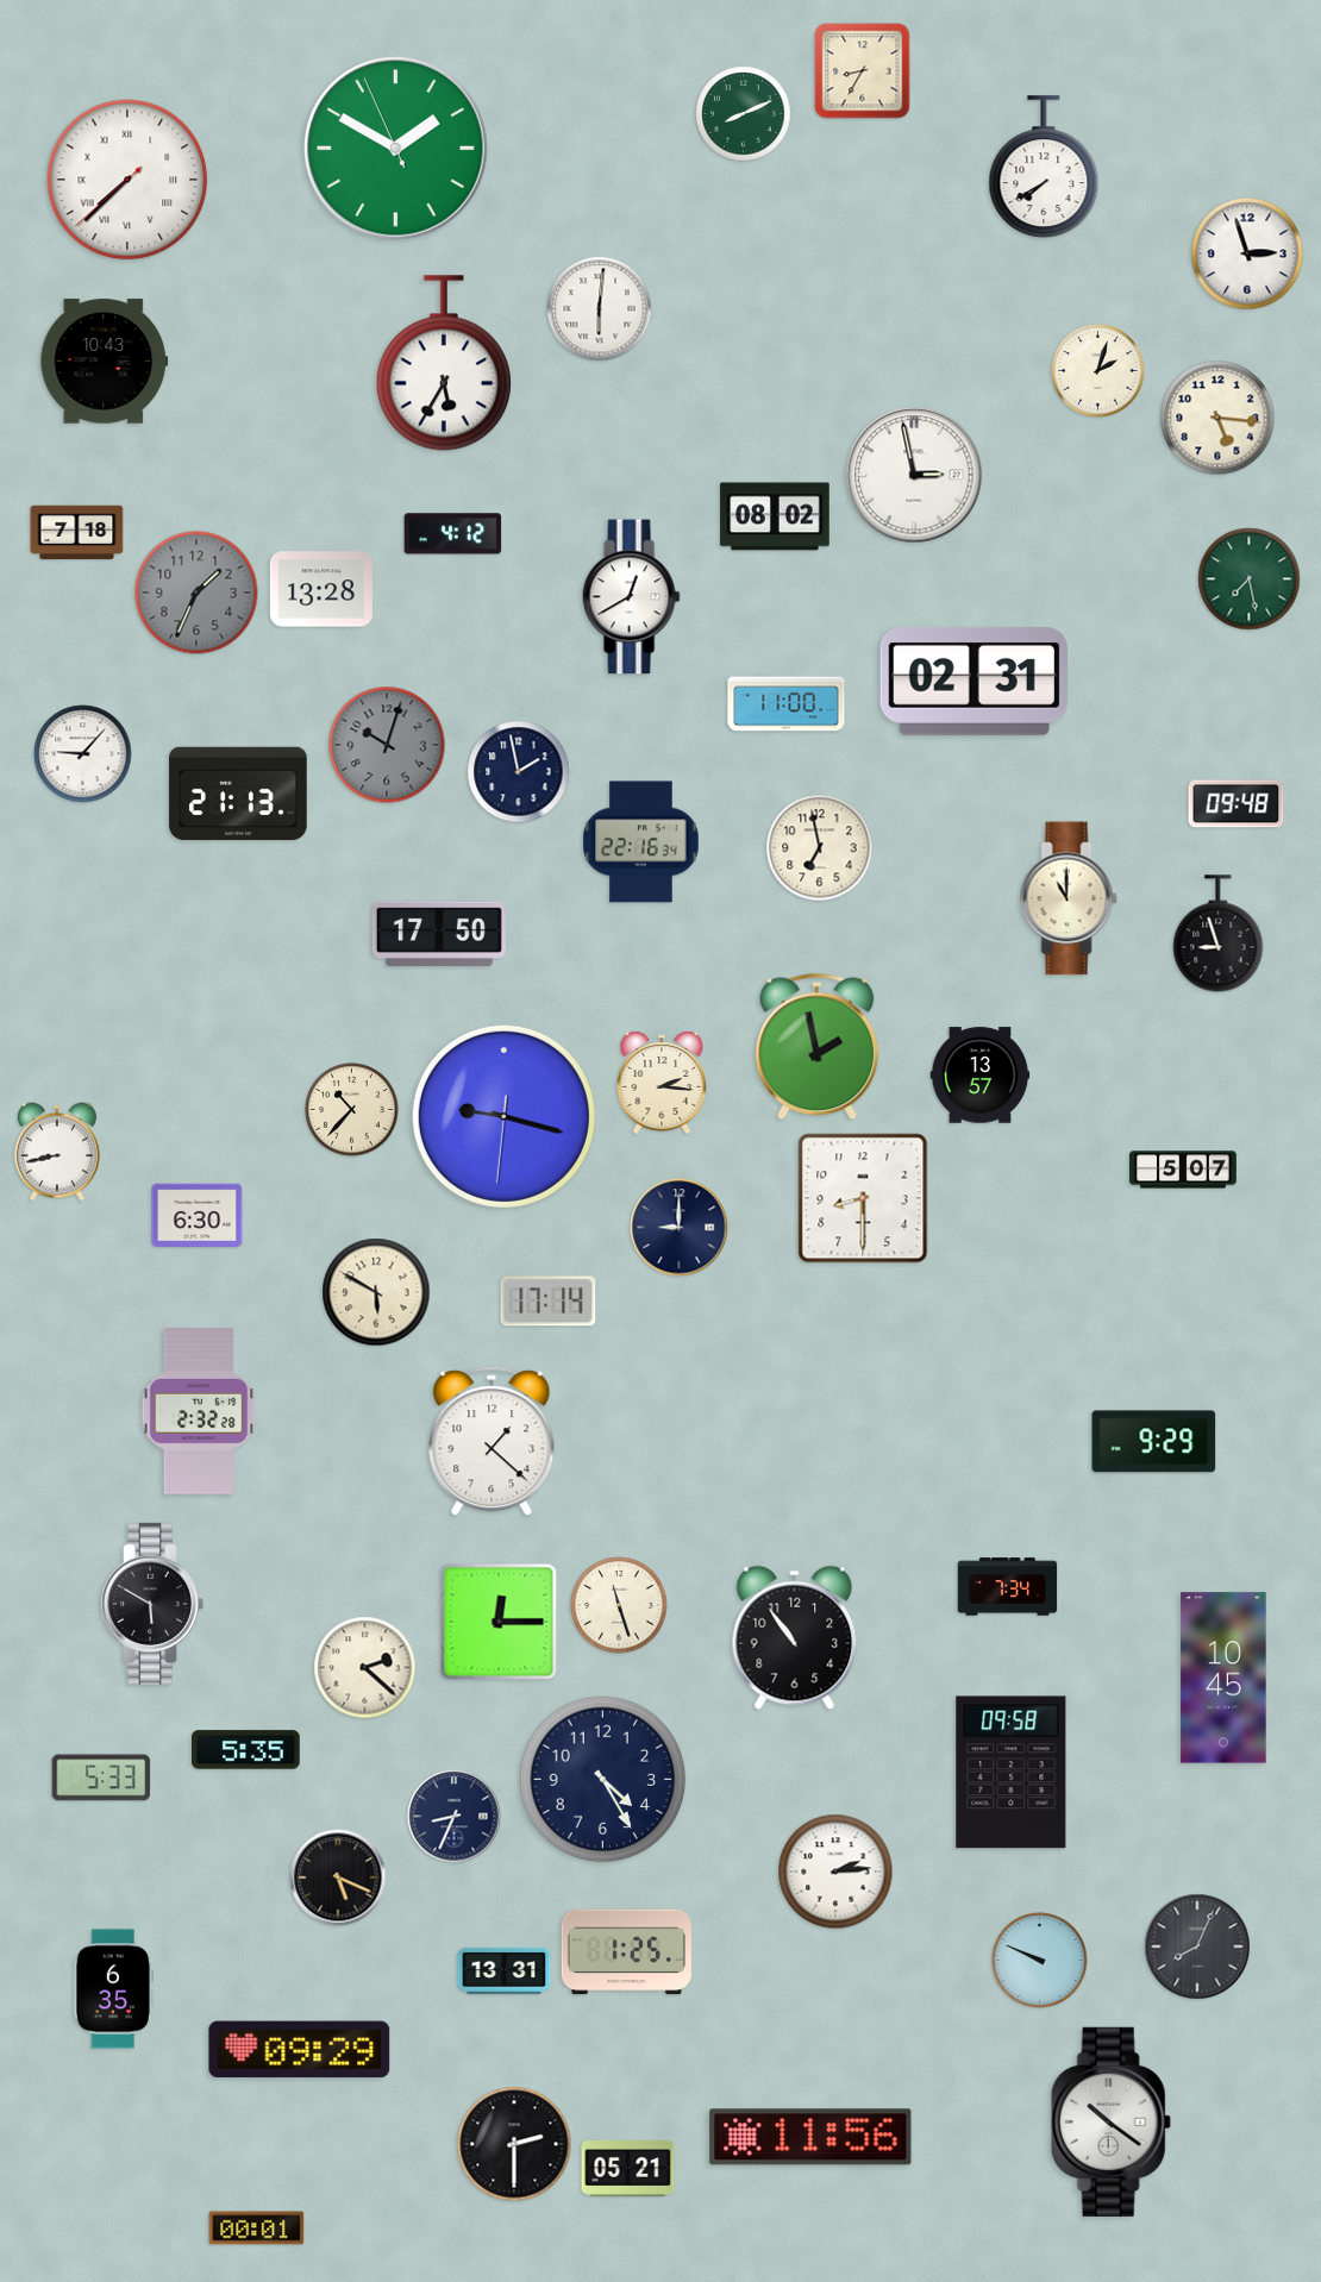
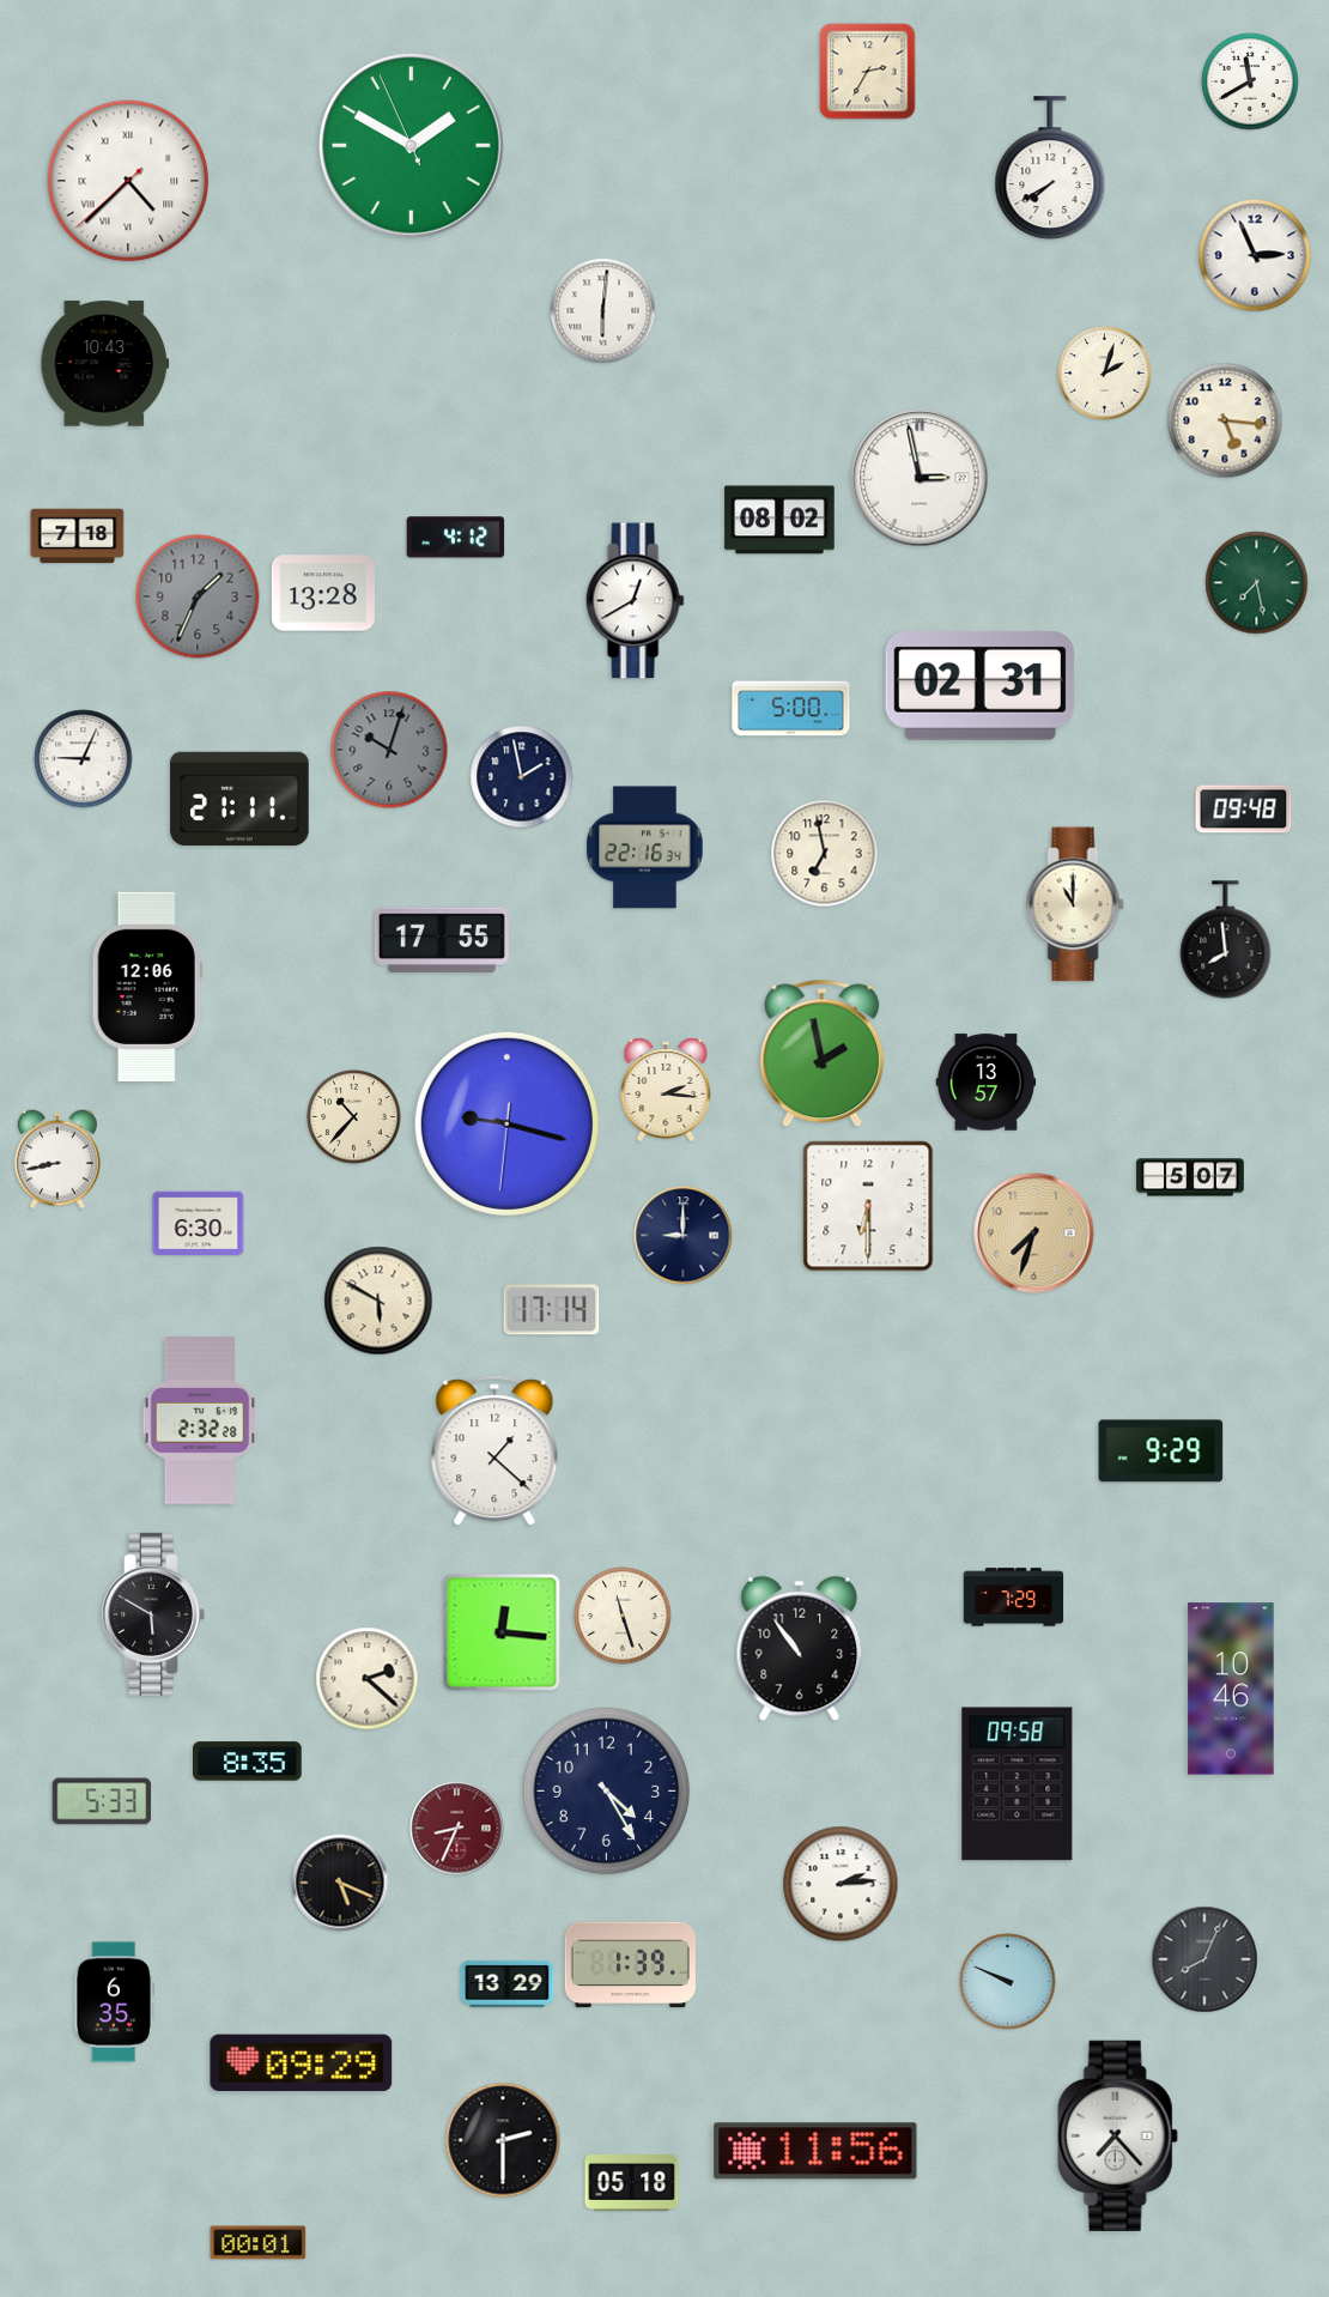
clock at (863, 71): 8:35 -> 2:35
clock at (1250, 81): none -> 11:40
clock at (744, 114): 8:11 -> none
clock at (396, 149) position: (396, 149) -> (412, 146)
clock at (127, 180): 7:37 -> 4:37
clock at (1247, 253): 2:57 -> 2:56
clock at (444, 363): 5:35 -> none
clock at (787, 704): 11:00 -> 5:00
clock at (83, 754): 9:07 -> 9:04
clock at (238, 794): 21:13 -> 21:11
clock at (439, 934): 17:50 -> 17:55
clock at (1219, 934): 8:57 -> 7:59
clock at (147, 986): none -> 12:06
clock at (863, 1198): 8:30 -> 6:30
clock at (1034, 1234): none -> 7:33
clock at (1008, 1587): 7:34 -> 7:29
clock at (499, 1622): 12:15 -> 12:16
clock at (1223, 1678): 10:45 -> 10:46
clock at (246, 1750): 5:35 -> 8:35
clock at (101, 1778) position: (101, 1778) -> (102, 1801)
clock at (455, 1817) dial: navy -> burgundy
clock at (338, 1877) position: (338, 1877) -> (340, 1883)
clock at (626, 1952): 1:25 -> 1:39
clock at (1040, 1961) position: (1040, 1961) -> (1008, 1982)
clock at (505, 1970): 13:31 -> 13:29
clock at (1110, 2121): 10:21 -> 7:23
clock at (514, 2144) position: (514, 2144) -> (503, 2140)
clock at (628, 2169): 05:21 -> 05:18
